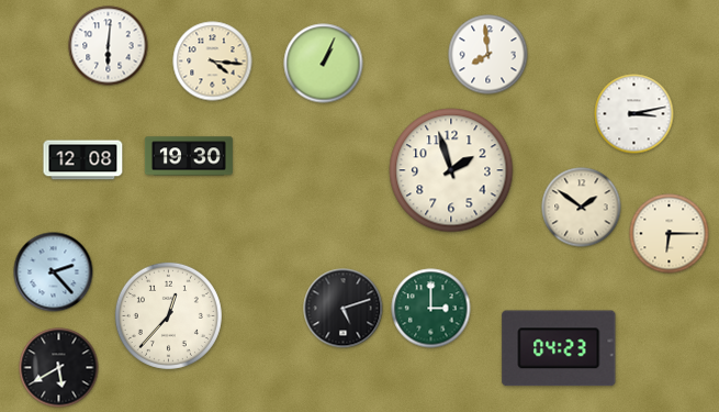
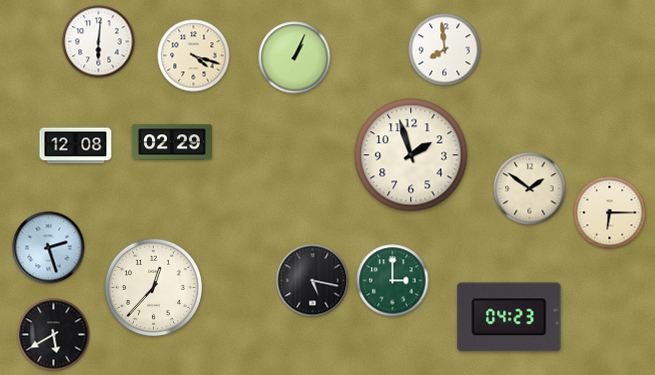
clock at (213, 62): 4:16 -> 4:18
clock at (634, 114): 3:13 -> none
clock at (189, 156): 19:30 -> 02:29
clock at (54, 272): 2:23 -> 2:27
clock at (344, 309): 5:12 -> 5:17
